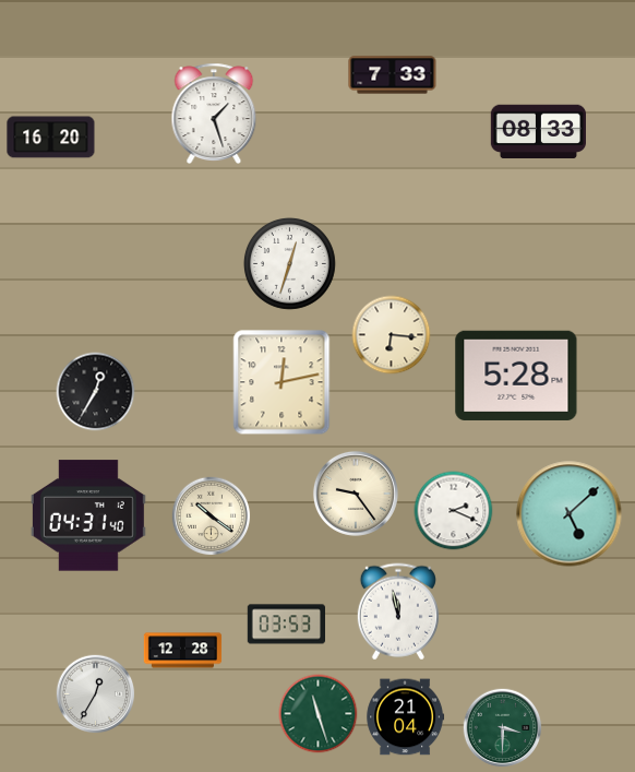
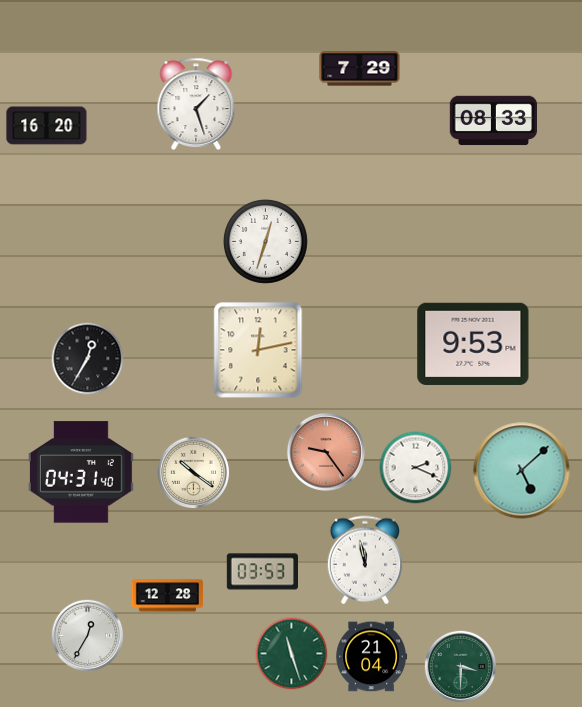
clock at (393, 75): 7:33 -> 7:29
clock at (392, 335): 6:16 -> none
clock at (516, 376): 5:28 -> 9:53
clock at (356, 494) dial: cream -> salmon
